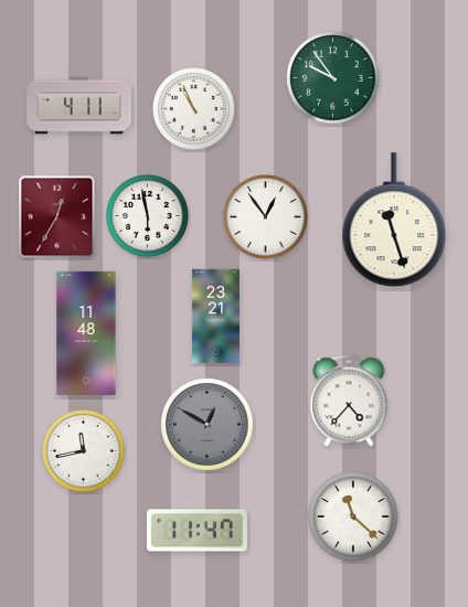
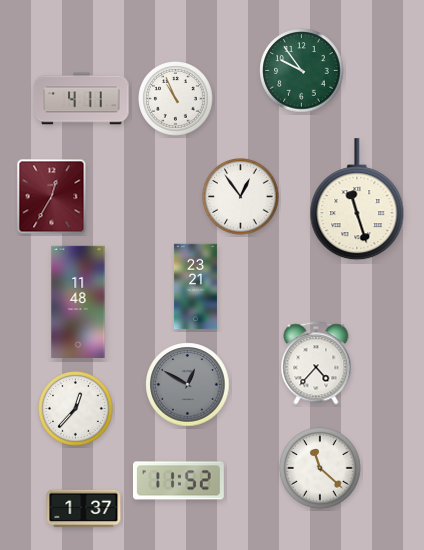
clock at (79, 106) position: (79, 106) -> (82, 99)
clock at (148, 216): 5:58 -> none
clock at (84, 451): 11:43 -> 12:37
clock at (196, 531): 11:47 -> 11:52
clock at (84, 509): none -> 1:37
